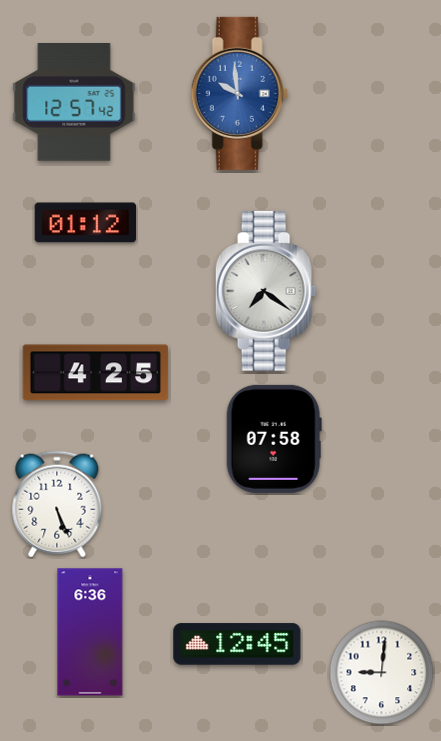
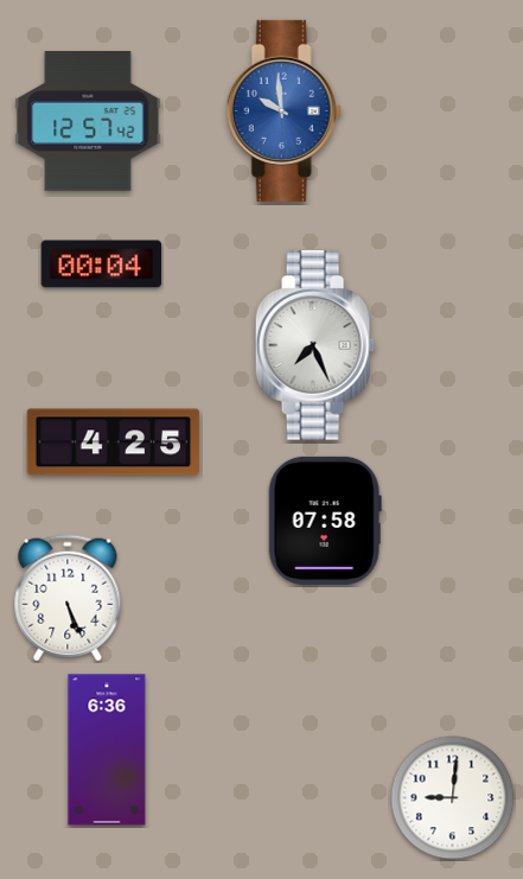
clock at (86, 223): 01:12 -> 00:04
clock at (266, 292): 7:21 -> 7:26
clock at (237, 644): 12:45 -> none
